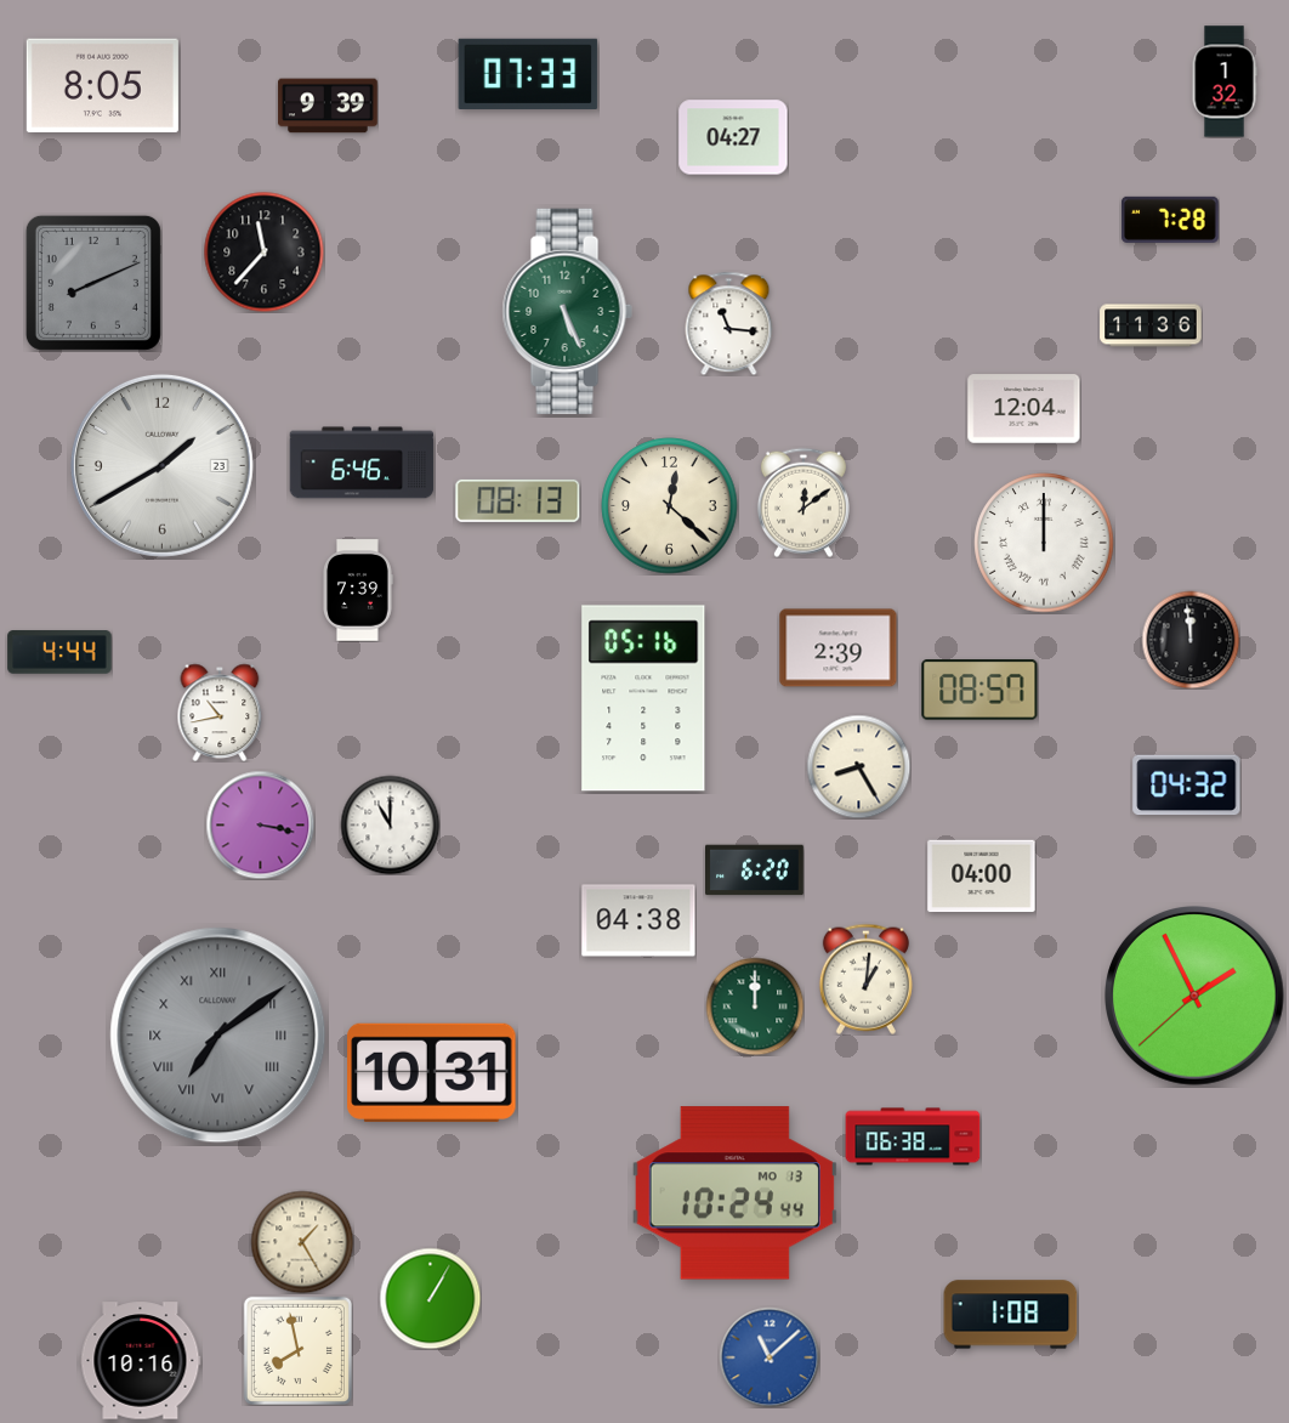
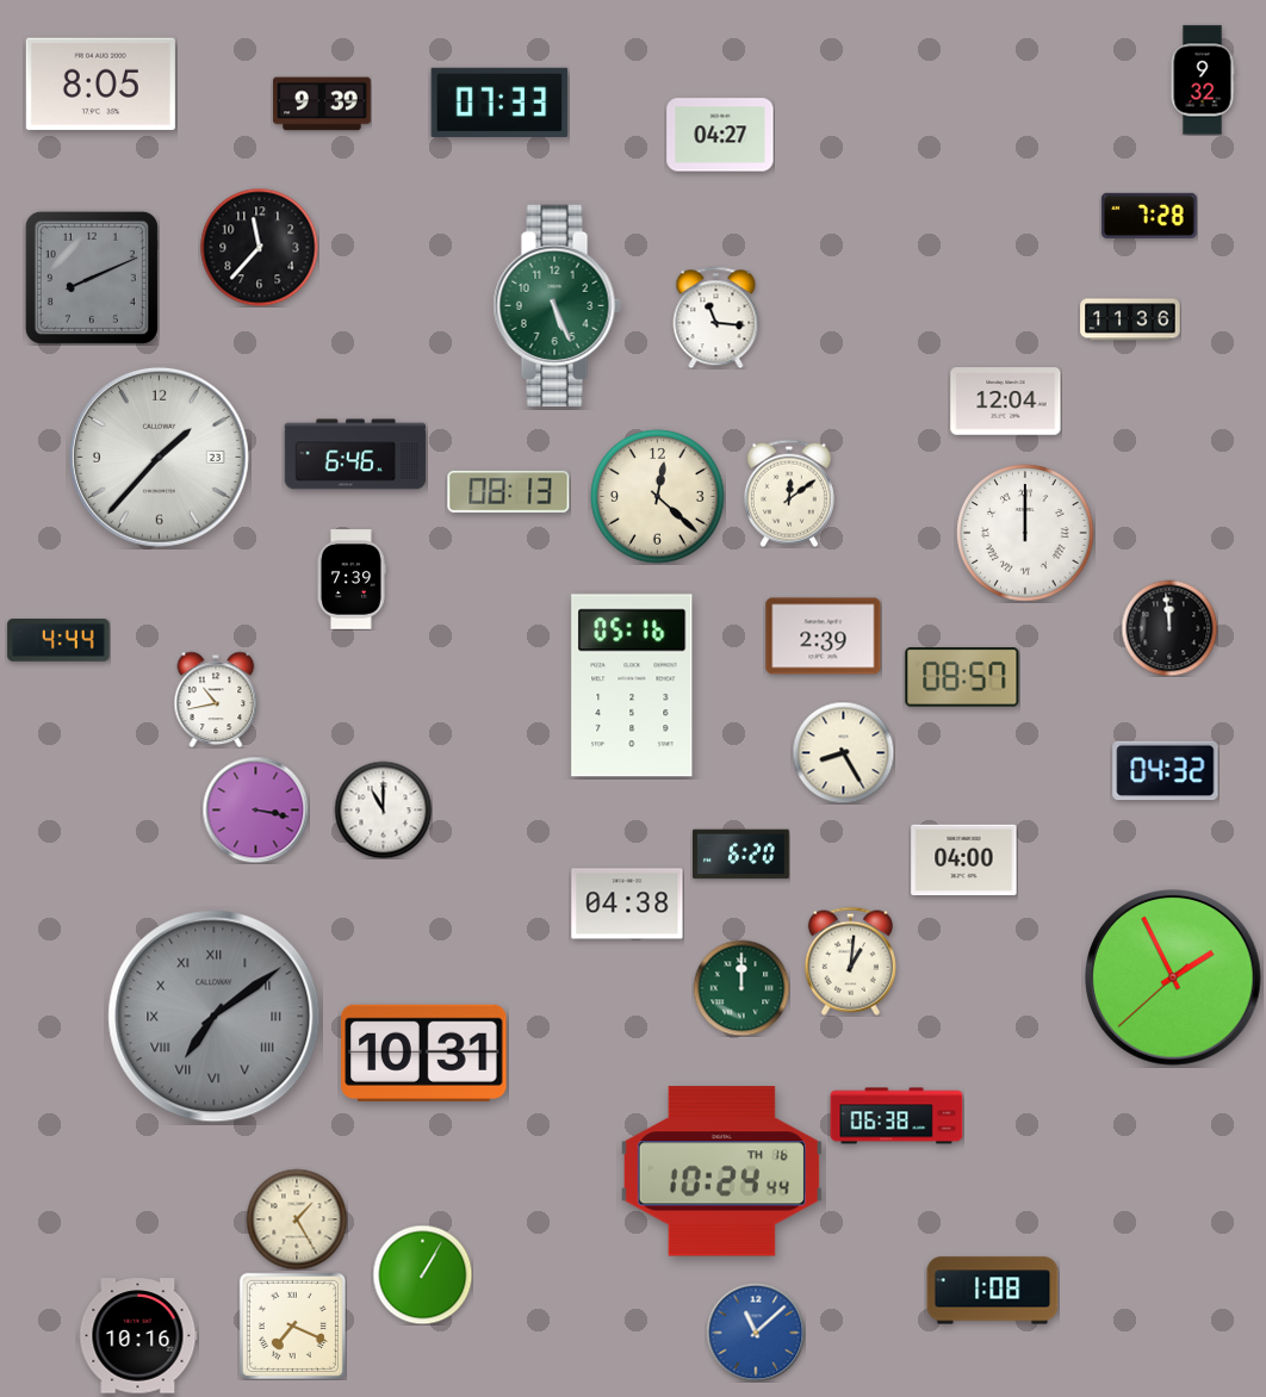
clock at (528, 74) position: (528, 74) -> (499, 103)
clock at (1225, 81): 1:32 -> 9:32
clock at (161, 465): 1:40 -> 1:37
clock at (734, 1194) date: MO 13 -> TH 16
clock at (297, 1350): 7:58 -> 7:19
